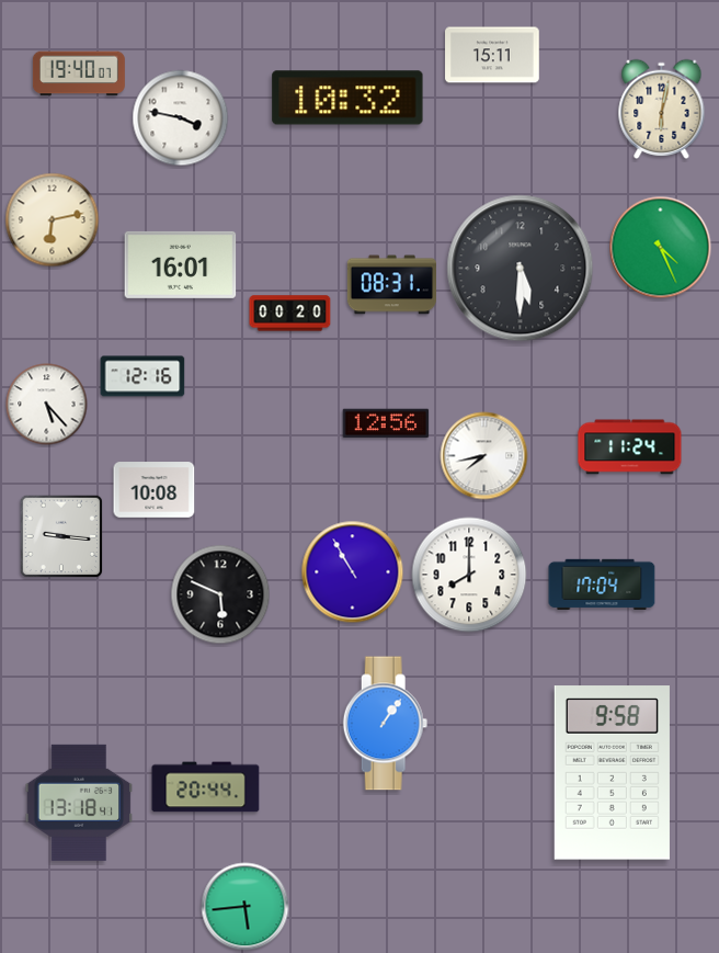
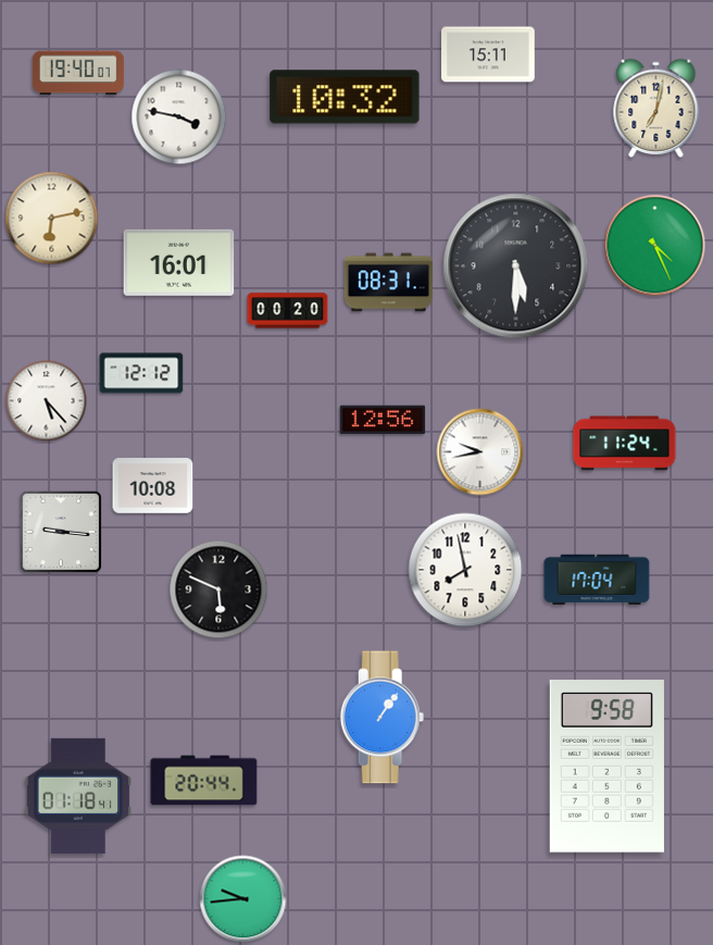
clock at (662, 109): 6:02 -> 7:02
clock at (142, 376): 12:16 -> 12:12
clock at (484, 456): 7:43 -> 9:43
clock at (353, 572): 10:55 -> none
clock at (469, 575): 8:00 -> 7:58
clock at (79, 803): 13:18 -> 01:18
clock at (246, 907): 5:44 -> 9:44
